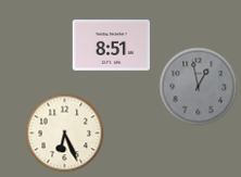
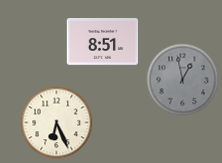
clock at (65, 134) position: (65, 134) -> (57, 123)
